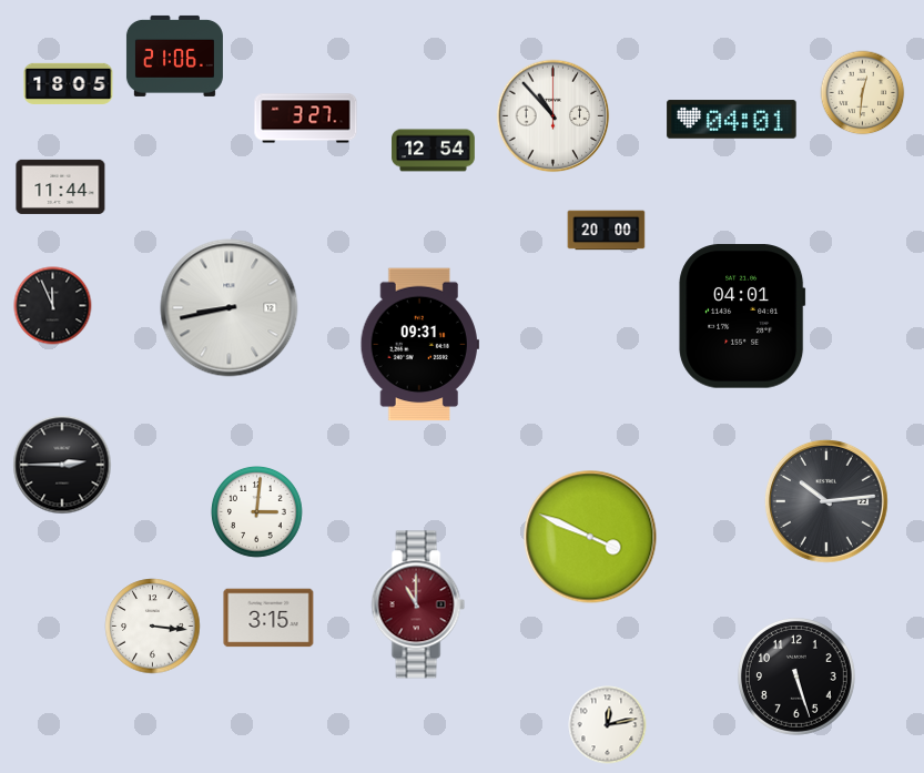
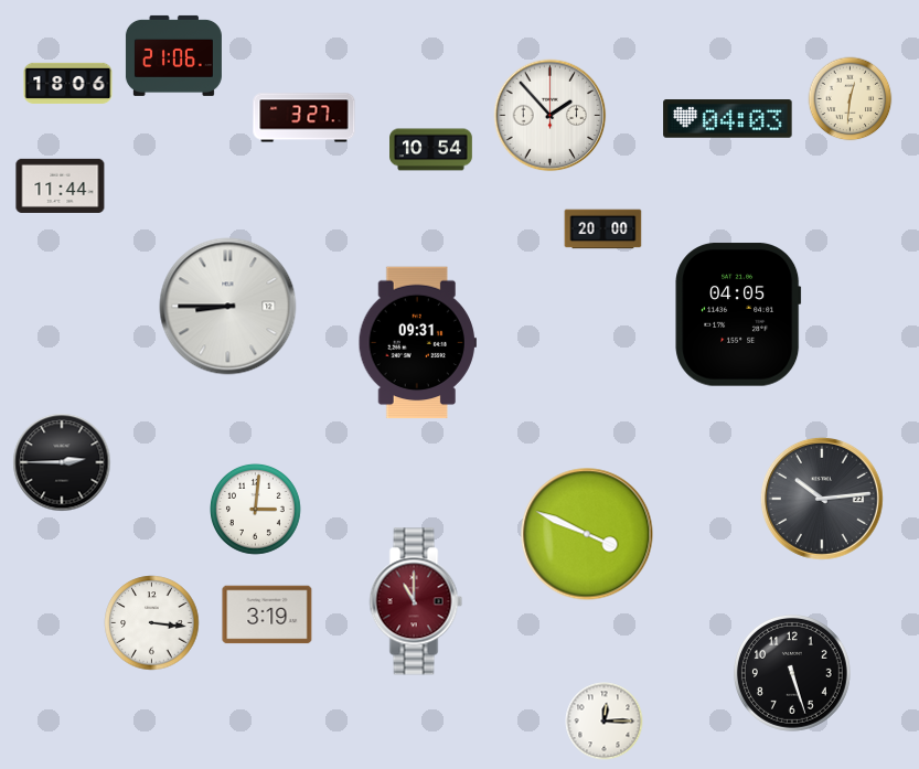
clock at (69, 83): 18:05 -> 18:06
clock at (863, 93) position: (863, 93) -> (851, 99)
clock at (554, 116): 10:53 -> 1:53
clock at (732, 120): 04:01 -> 04:03
clock at (434, 151): 12:54 -> 10:54
clock at (53, 306): 11:56 -> none
clock at (230, 308): 8:43 -> 8:45
clock at (742, 316): 04:01 -> 04:05
clock at (268, 618): 3:15 -> 3:19
clock at (608, 725): 12:13 -> 12:15
